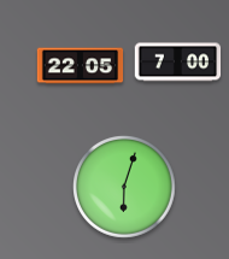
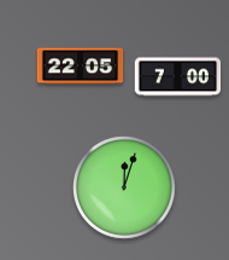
clock at (178, 63) position: (178, 63) -> (178, 77)
clock at (125, 188): 6:03 -> 12:03
